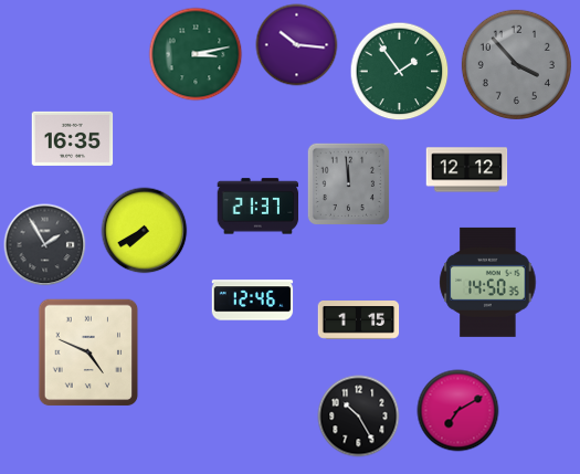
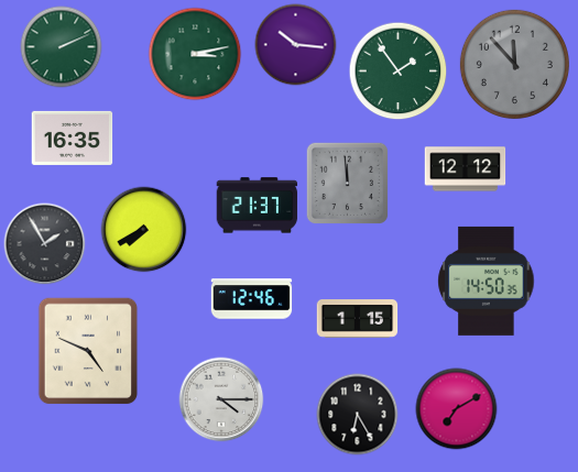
clock at (62, 47): none -> 2:11
clock at (516, 64): 3:53 -> 11:53
clock at (221, 399): none -> 4:15
clock at (359, 417): 10:25 -> 6:25
